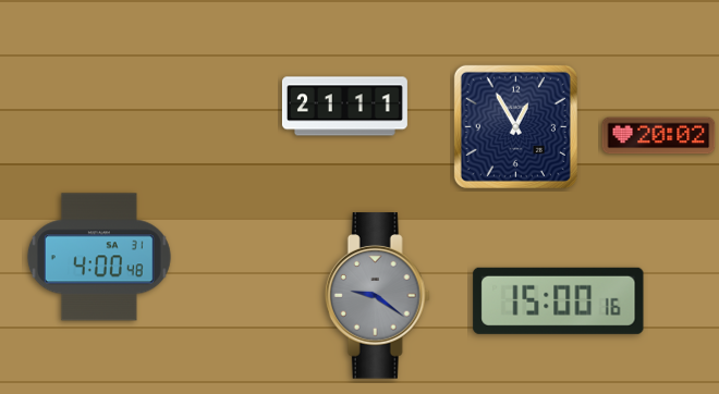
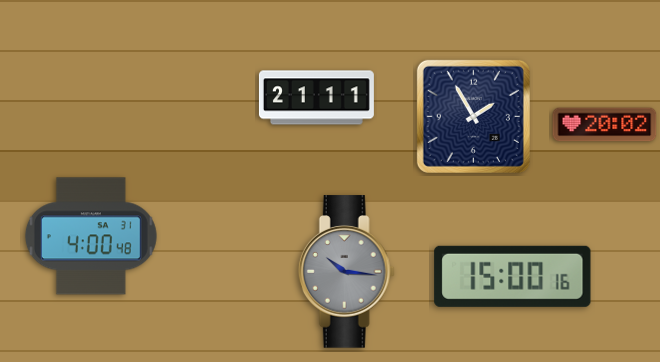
clock at (515, 126): 12:55 -> 1:55
clock at (377, 296): 9:21 -> 10:16
